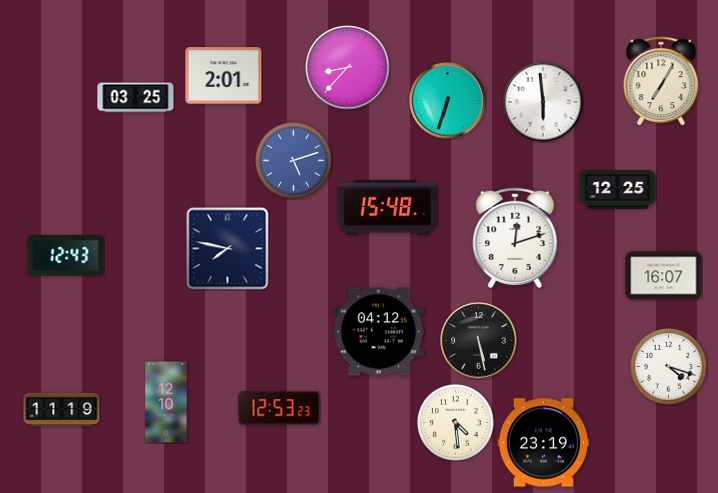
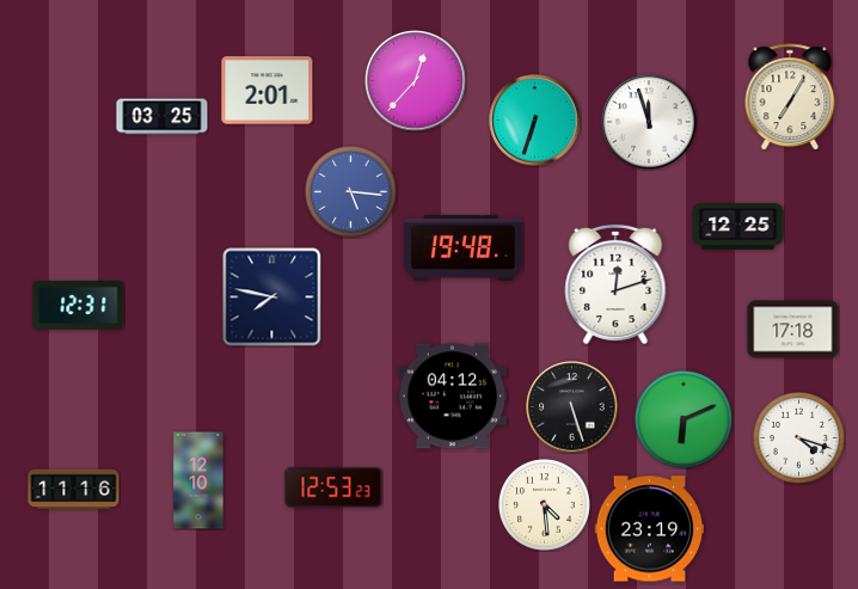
clock at (348, 68): 8:37 -> 12:37
clock at (543, 102): 5:59 -> 11:57
clock at (294, 161): 5:12 -> 5:16
clock at (387, 207): 15:48 -> 19:48
clock at (66, 255): 12:43 -> 12:31
clock at (664, 276): 16:07 -> 17:18
clock at (479, 341): 5:28 -> 5:27
clock at (684, 419): none -> 6:11
clock at (62, 410): 11:19 -> 11:16
